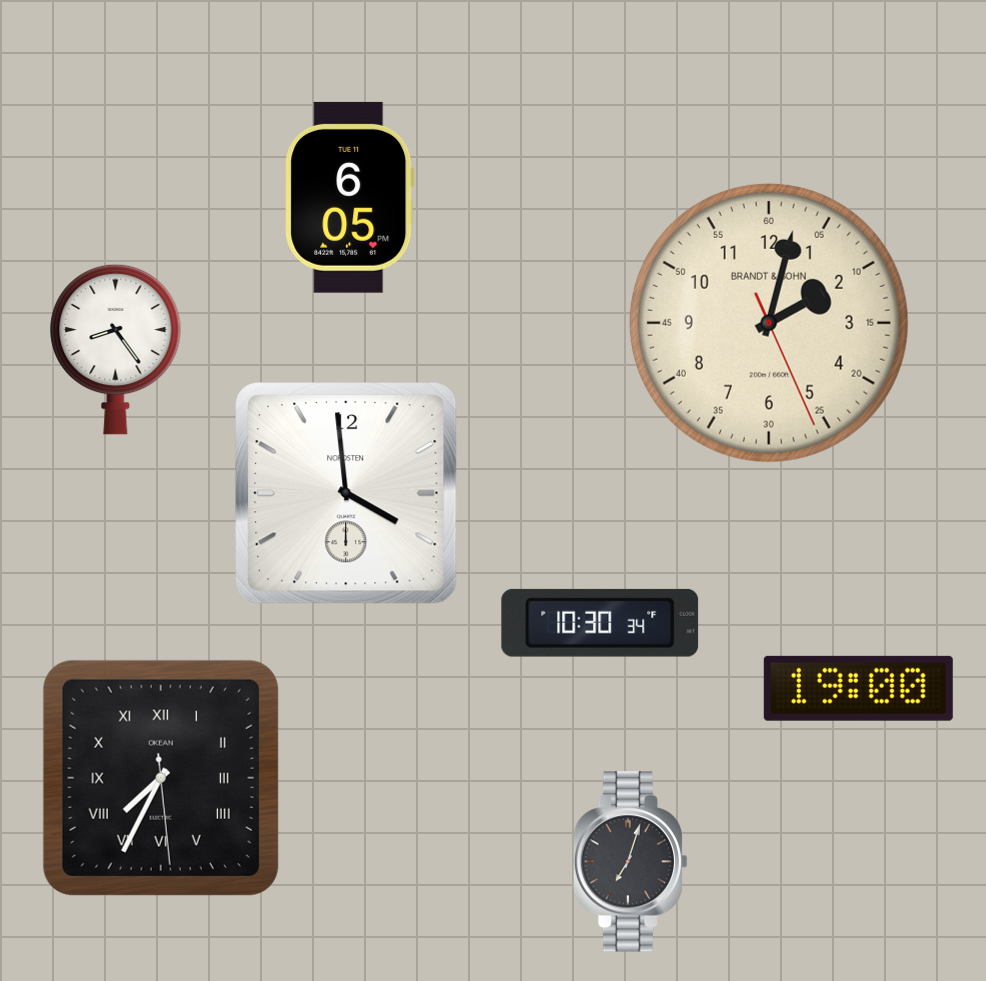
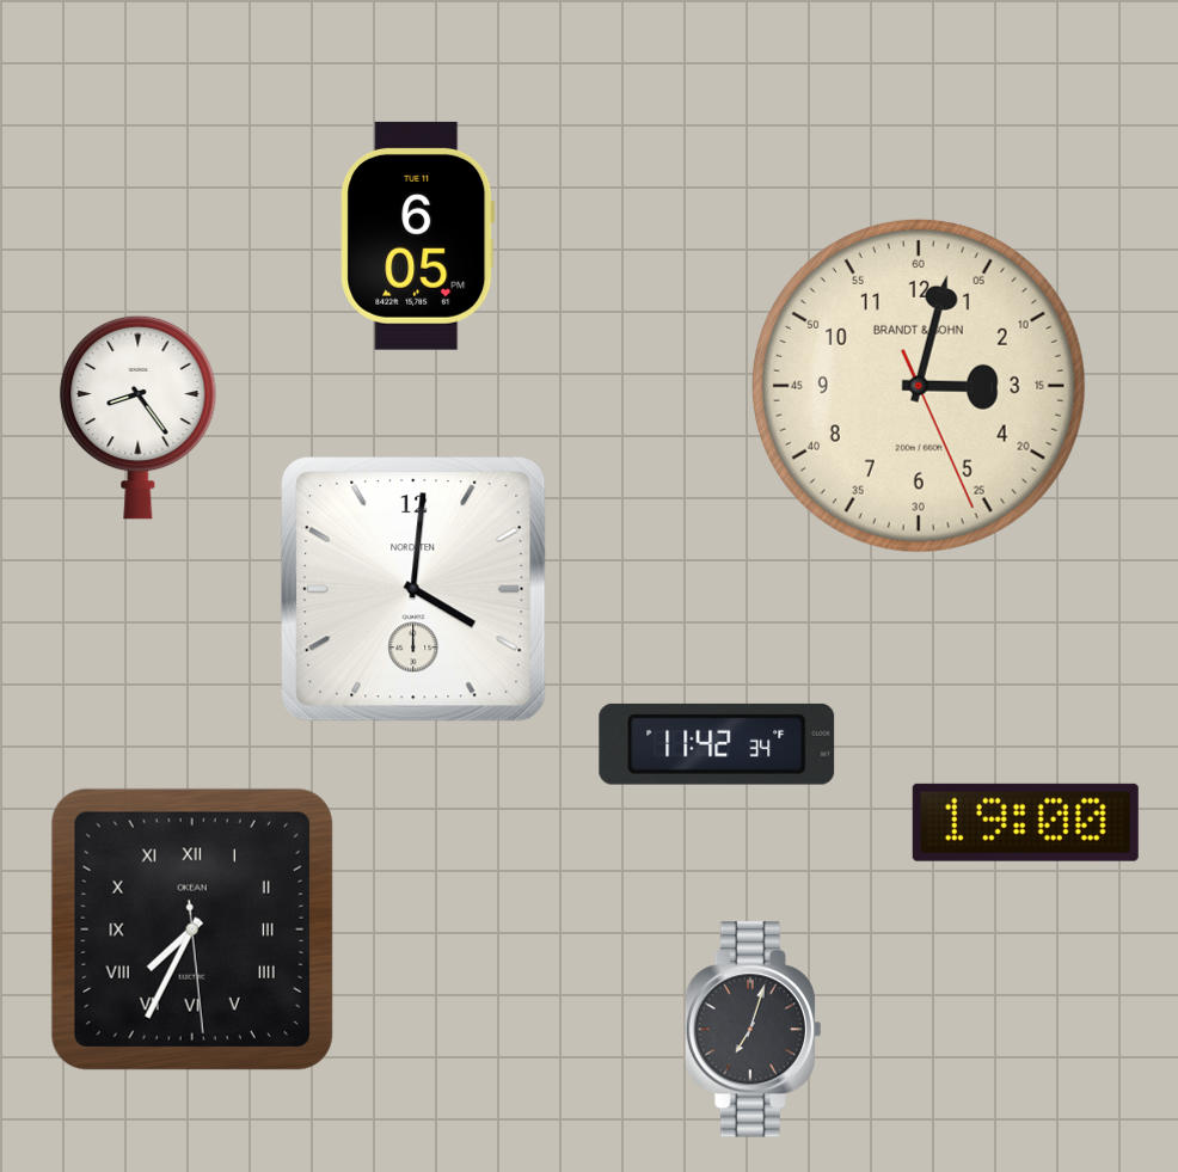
clock at (769, 323): 2:02 -> 3:02
clock at (346, 493): 3:59 -> 4:01
clock at (600, 623): 10:30 -> 11:42
